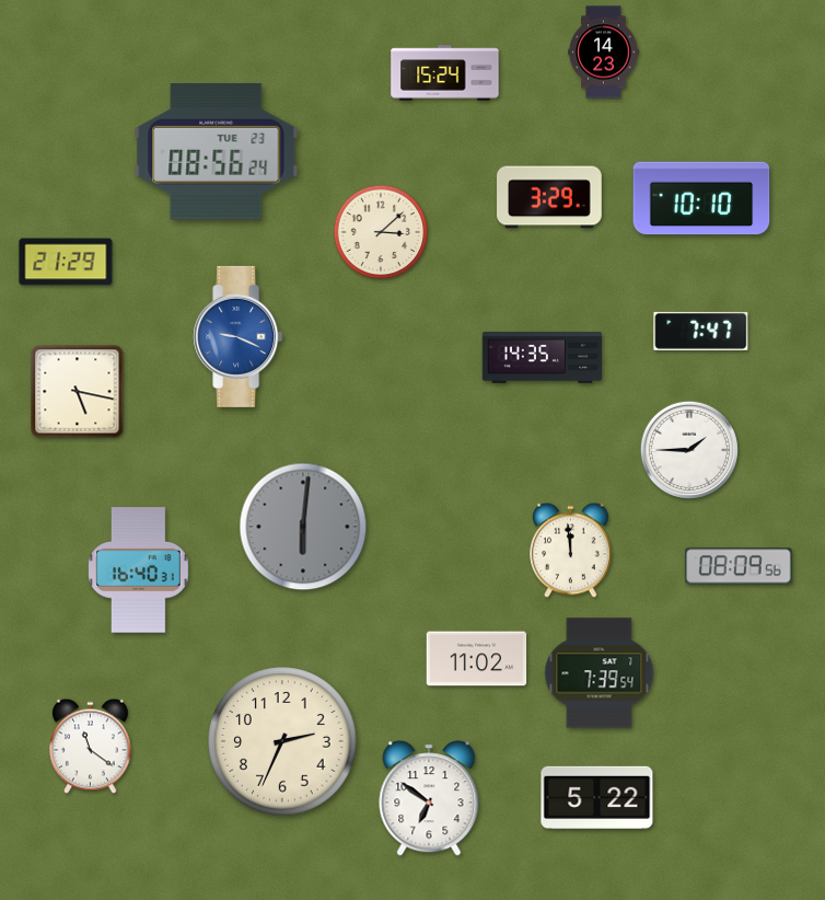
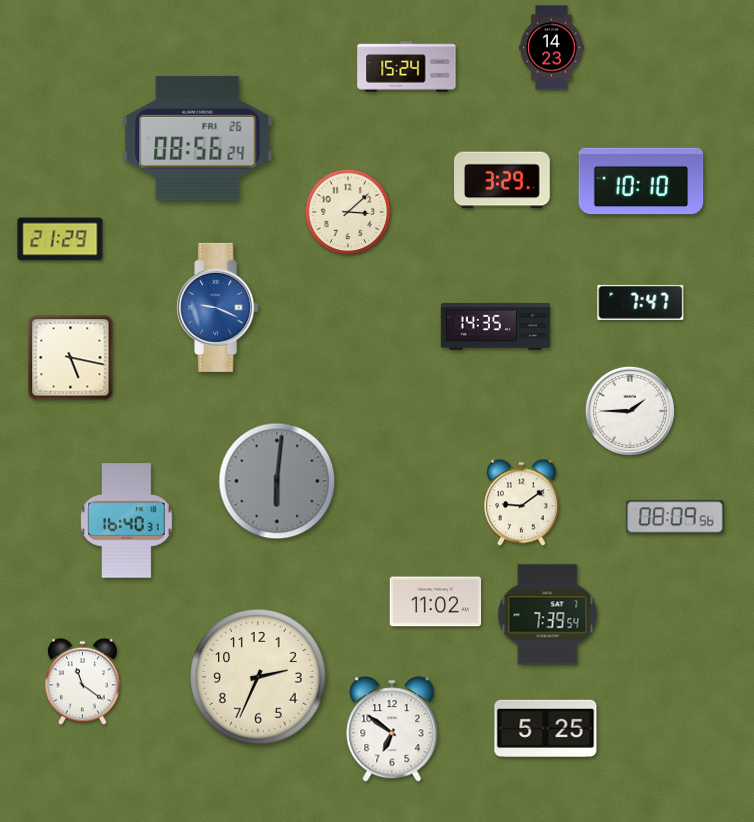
clock at (217, 152) date: TUE 23 -> FRI 26
clock at (571, 551): 11:59 -> 9:09
clock at (597, 797): 5:22 -> 5:25
